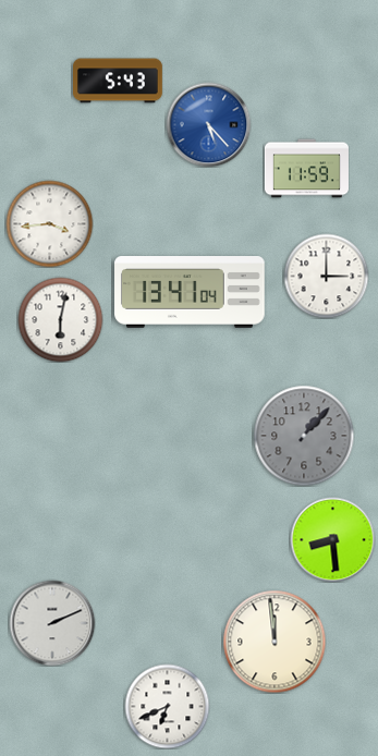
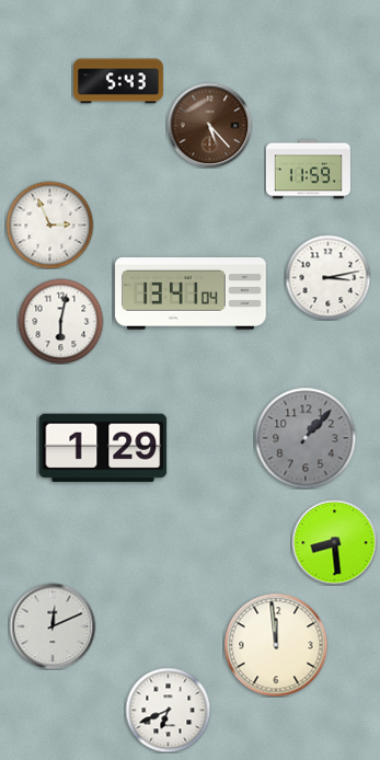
clock at (208, 124) dial: blue -> brown
clock at (49, 223): 3:44 -> 2:56
clock at (326, 276): 3:00 -> 3:13
clock at (103, 448): none -> 1:29
clock at (52, 623): 2:11 -> 12:11
